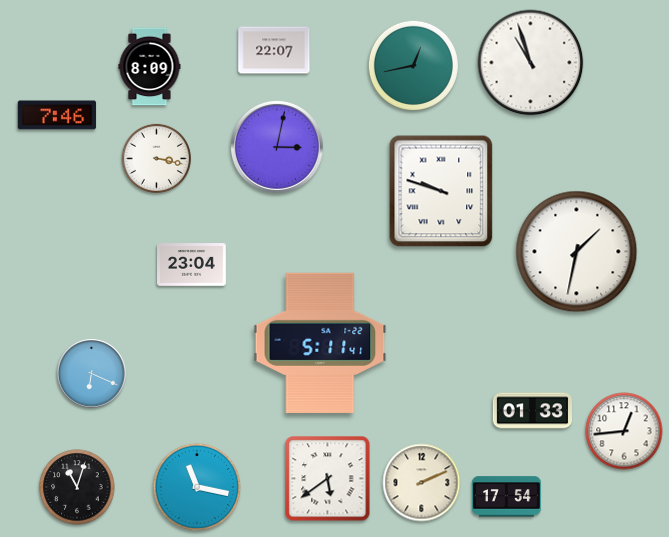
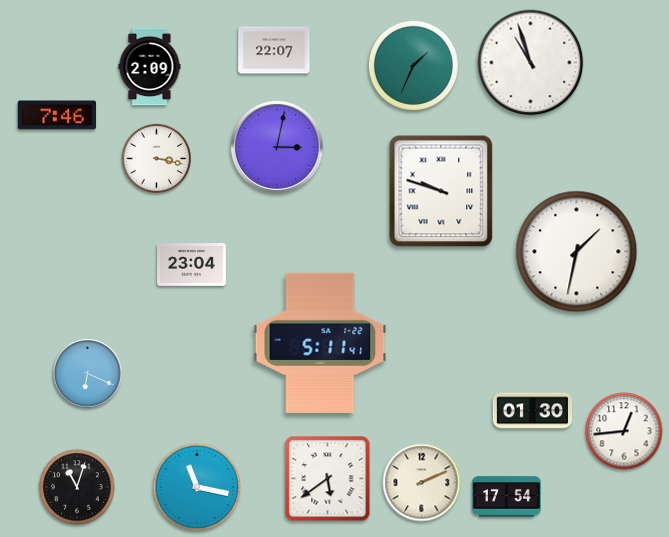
clock at (413, 65): 12:43 -> 1:34
clock at (150, 67): 8:09 -> 2:09
clock at (92, 374) position: (92, 374) -> (88, 374)
clock at (532, 411): 01:33 -> 01:30
